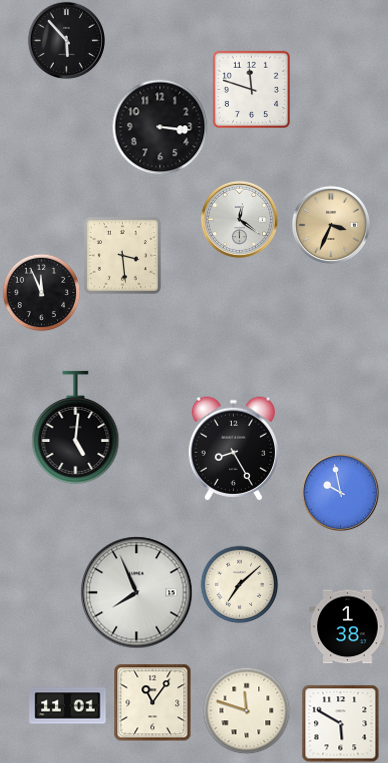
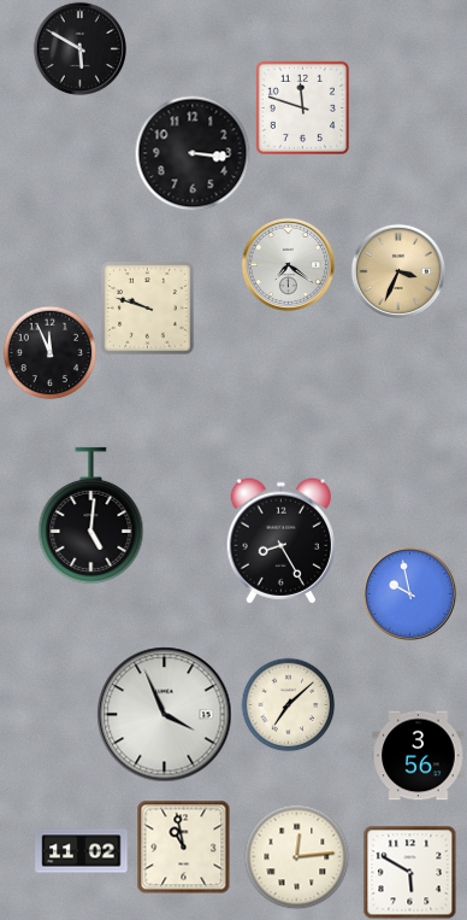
clock at (66, 40): 5:53 -> 5:50
clock at (239, 219): 12:21 -> 7:21
clock at (123, 256): 3:29 -> 9:48
clock at (137, 593): 7:56 -> 3:56
clock at (348, 627): 1:38 -> 3:56
clock at (152, 702): 11:06 -> 10:58
clock at (68, 706): 11:01 -> 11:02
clock at (246, 710): 11:48 -> 12:14
